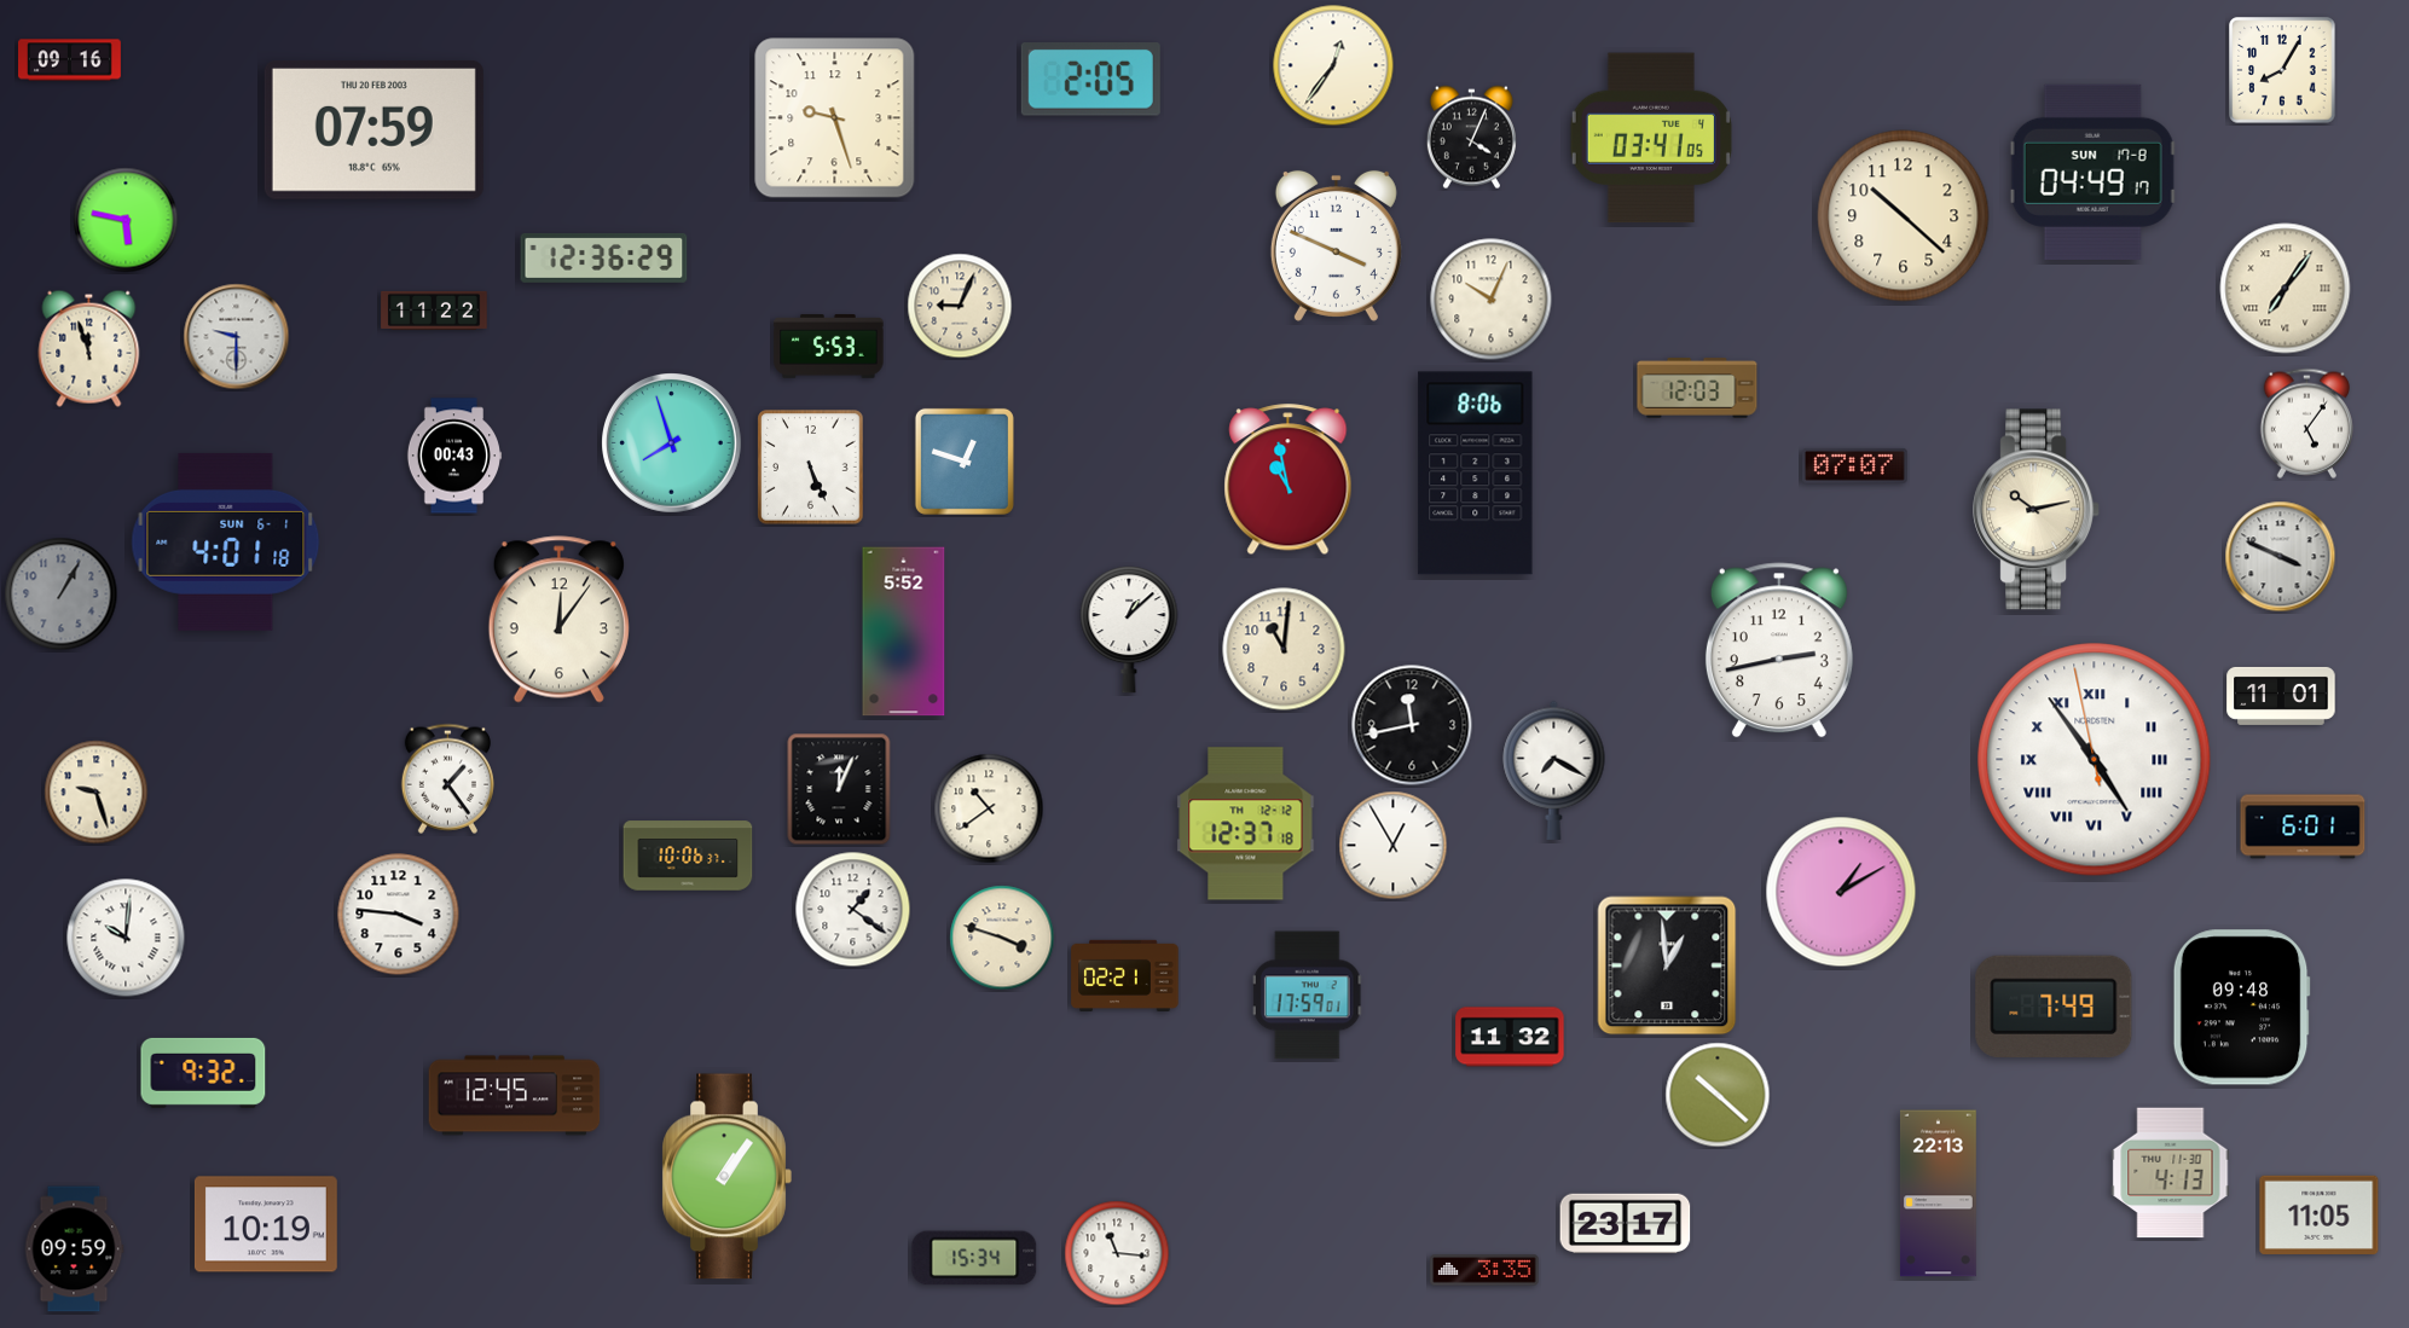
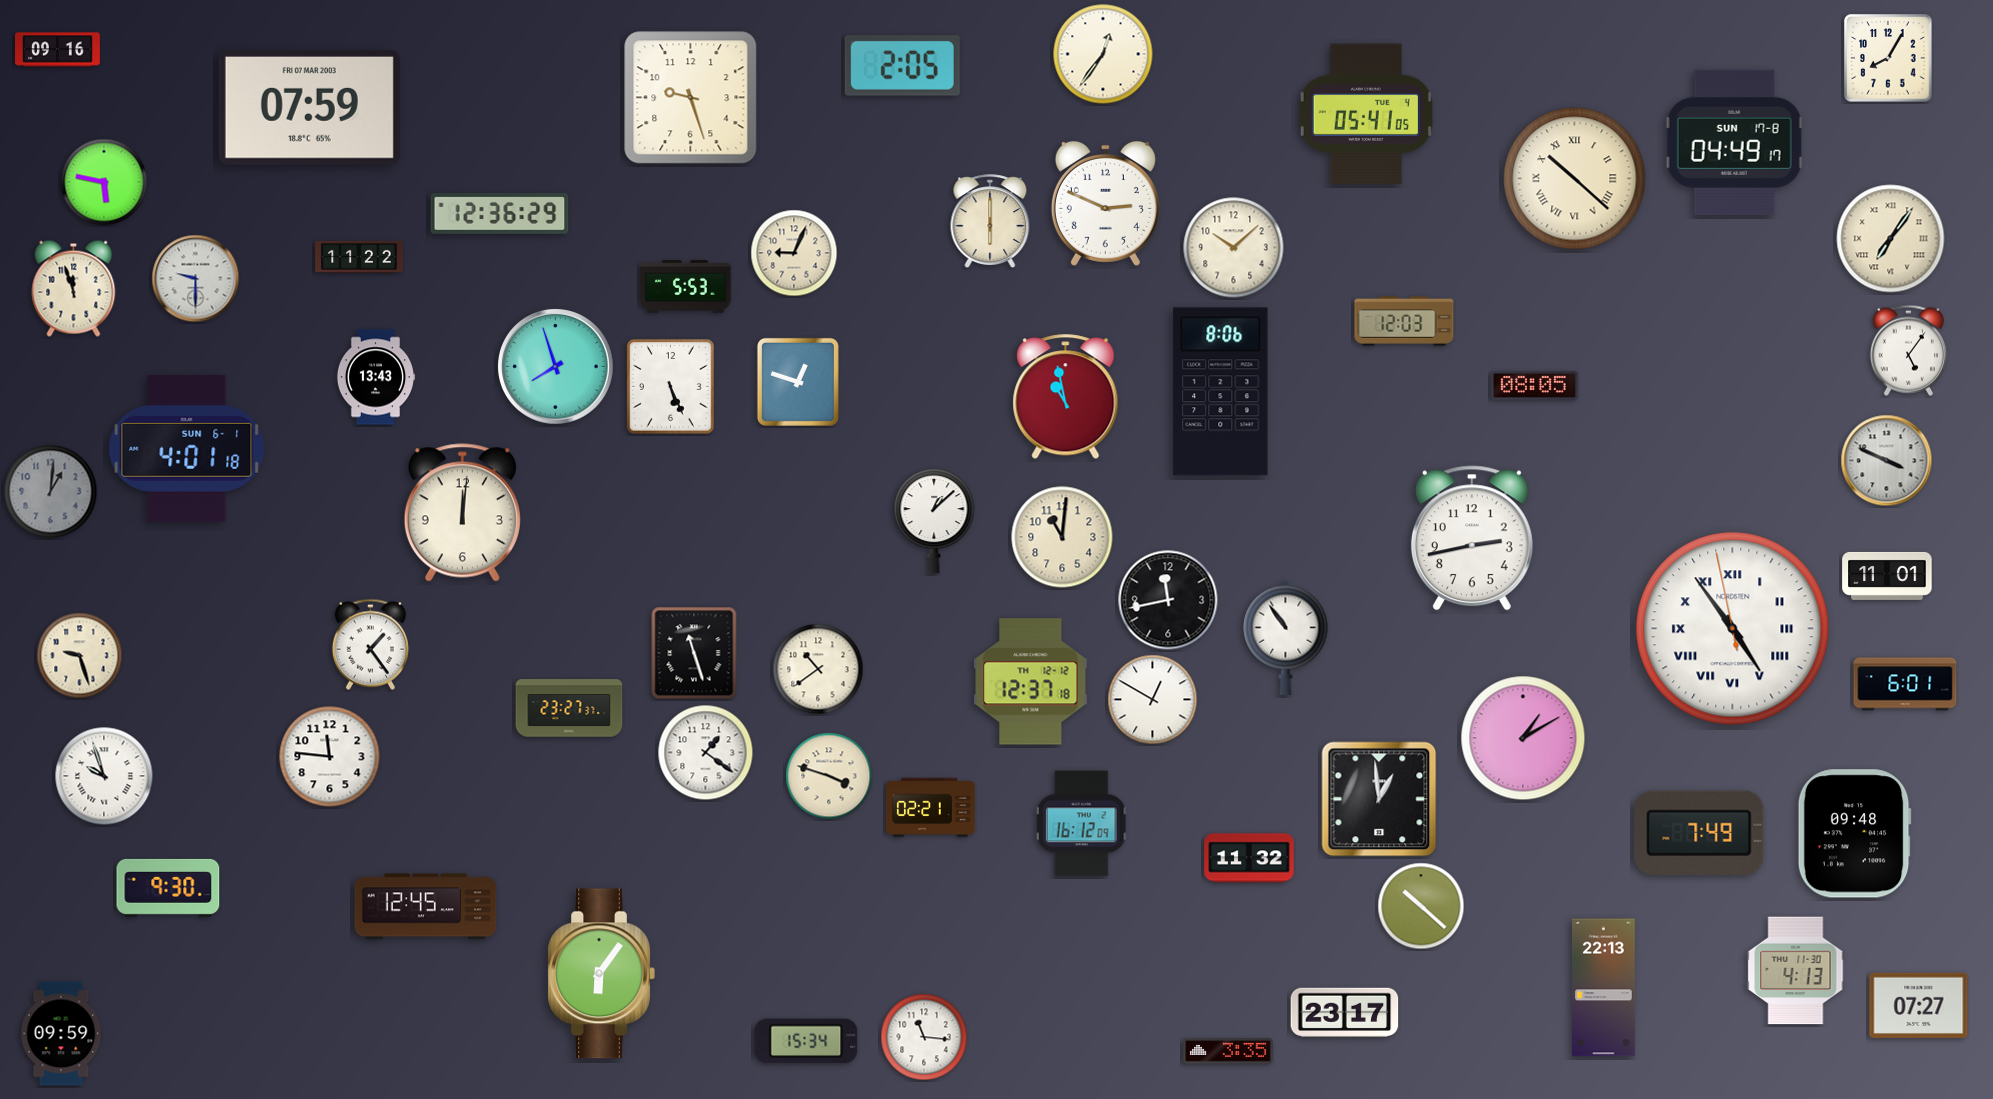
clock at (373, 131) date: THU 20 FEB 2003 -> FRI 07 MAR 2003
clock at (1471, 138): 4:04 -> none
clock at (1651, 138): 03:41 -> 05:41
clock at (2092, 172) position: (2092, 172) -> (1734, 142)
clock at (1904, 216) numerals: Arabic -> Roman
clock at (1336, 245): 3:49 -> 2:49
clock at (990, 221): none -> 6:00
clock at (1492, 300): 10:04 -> 10:08
clock at (454, 456): 00:43 -> 13:43
clock at (1855, 465): 07:07 -> 08:05
clock at (2037, 510): 10:13 -> none
clock at (62, 595): 1:05 -> 1:01
clock at (558, 620): 12:06 -> 12:01
clock at (904, 632): 5:52 -> none
clock at (1554, 770): 7:20 -> 10:54
clock at (839, 789): 12:04 -> 11:27
clock at (1394, 846): 12:55 -> 12:50
clock at (688, 856): 10:06 -> 23:27
clock at (399, 915): 3:46 -> 11:46
clock at (126, 938): 10:01 -> 9:57
clock at (1308, 996): 17:59 -> 16:12
clock at (203, 1073): 9:32 -> 9:30
clock at (726, 1177): 1:06 -> 6:06
clock at (2320, 1214): 11:05 -> 07:27
clock at (266, 1224): 10:19 -> none
